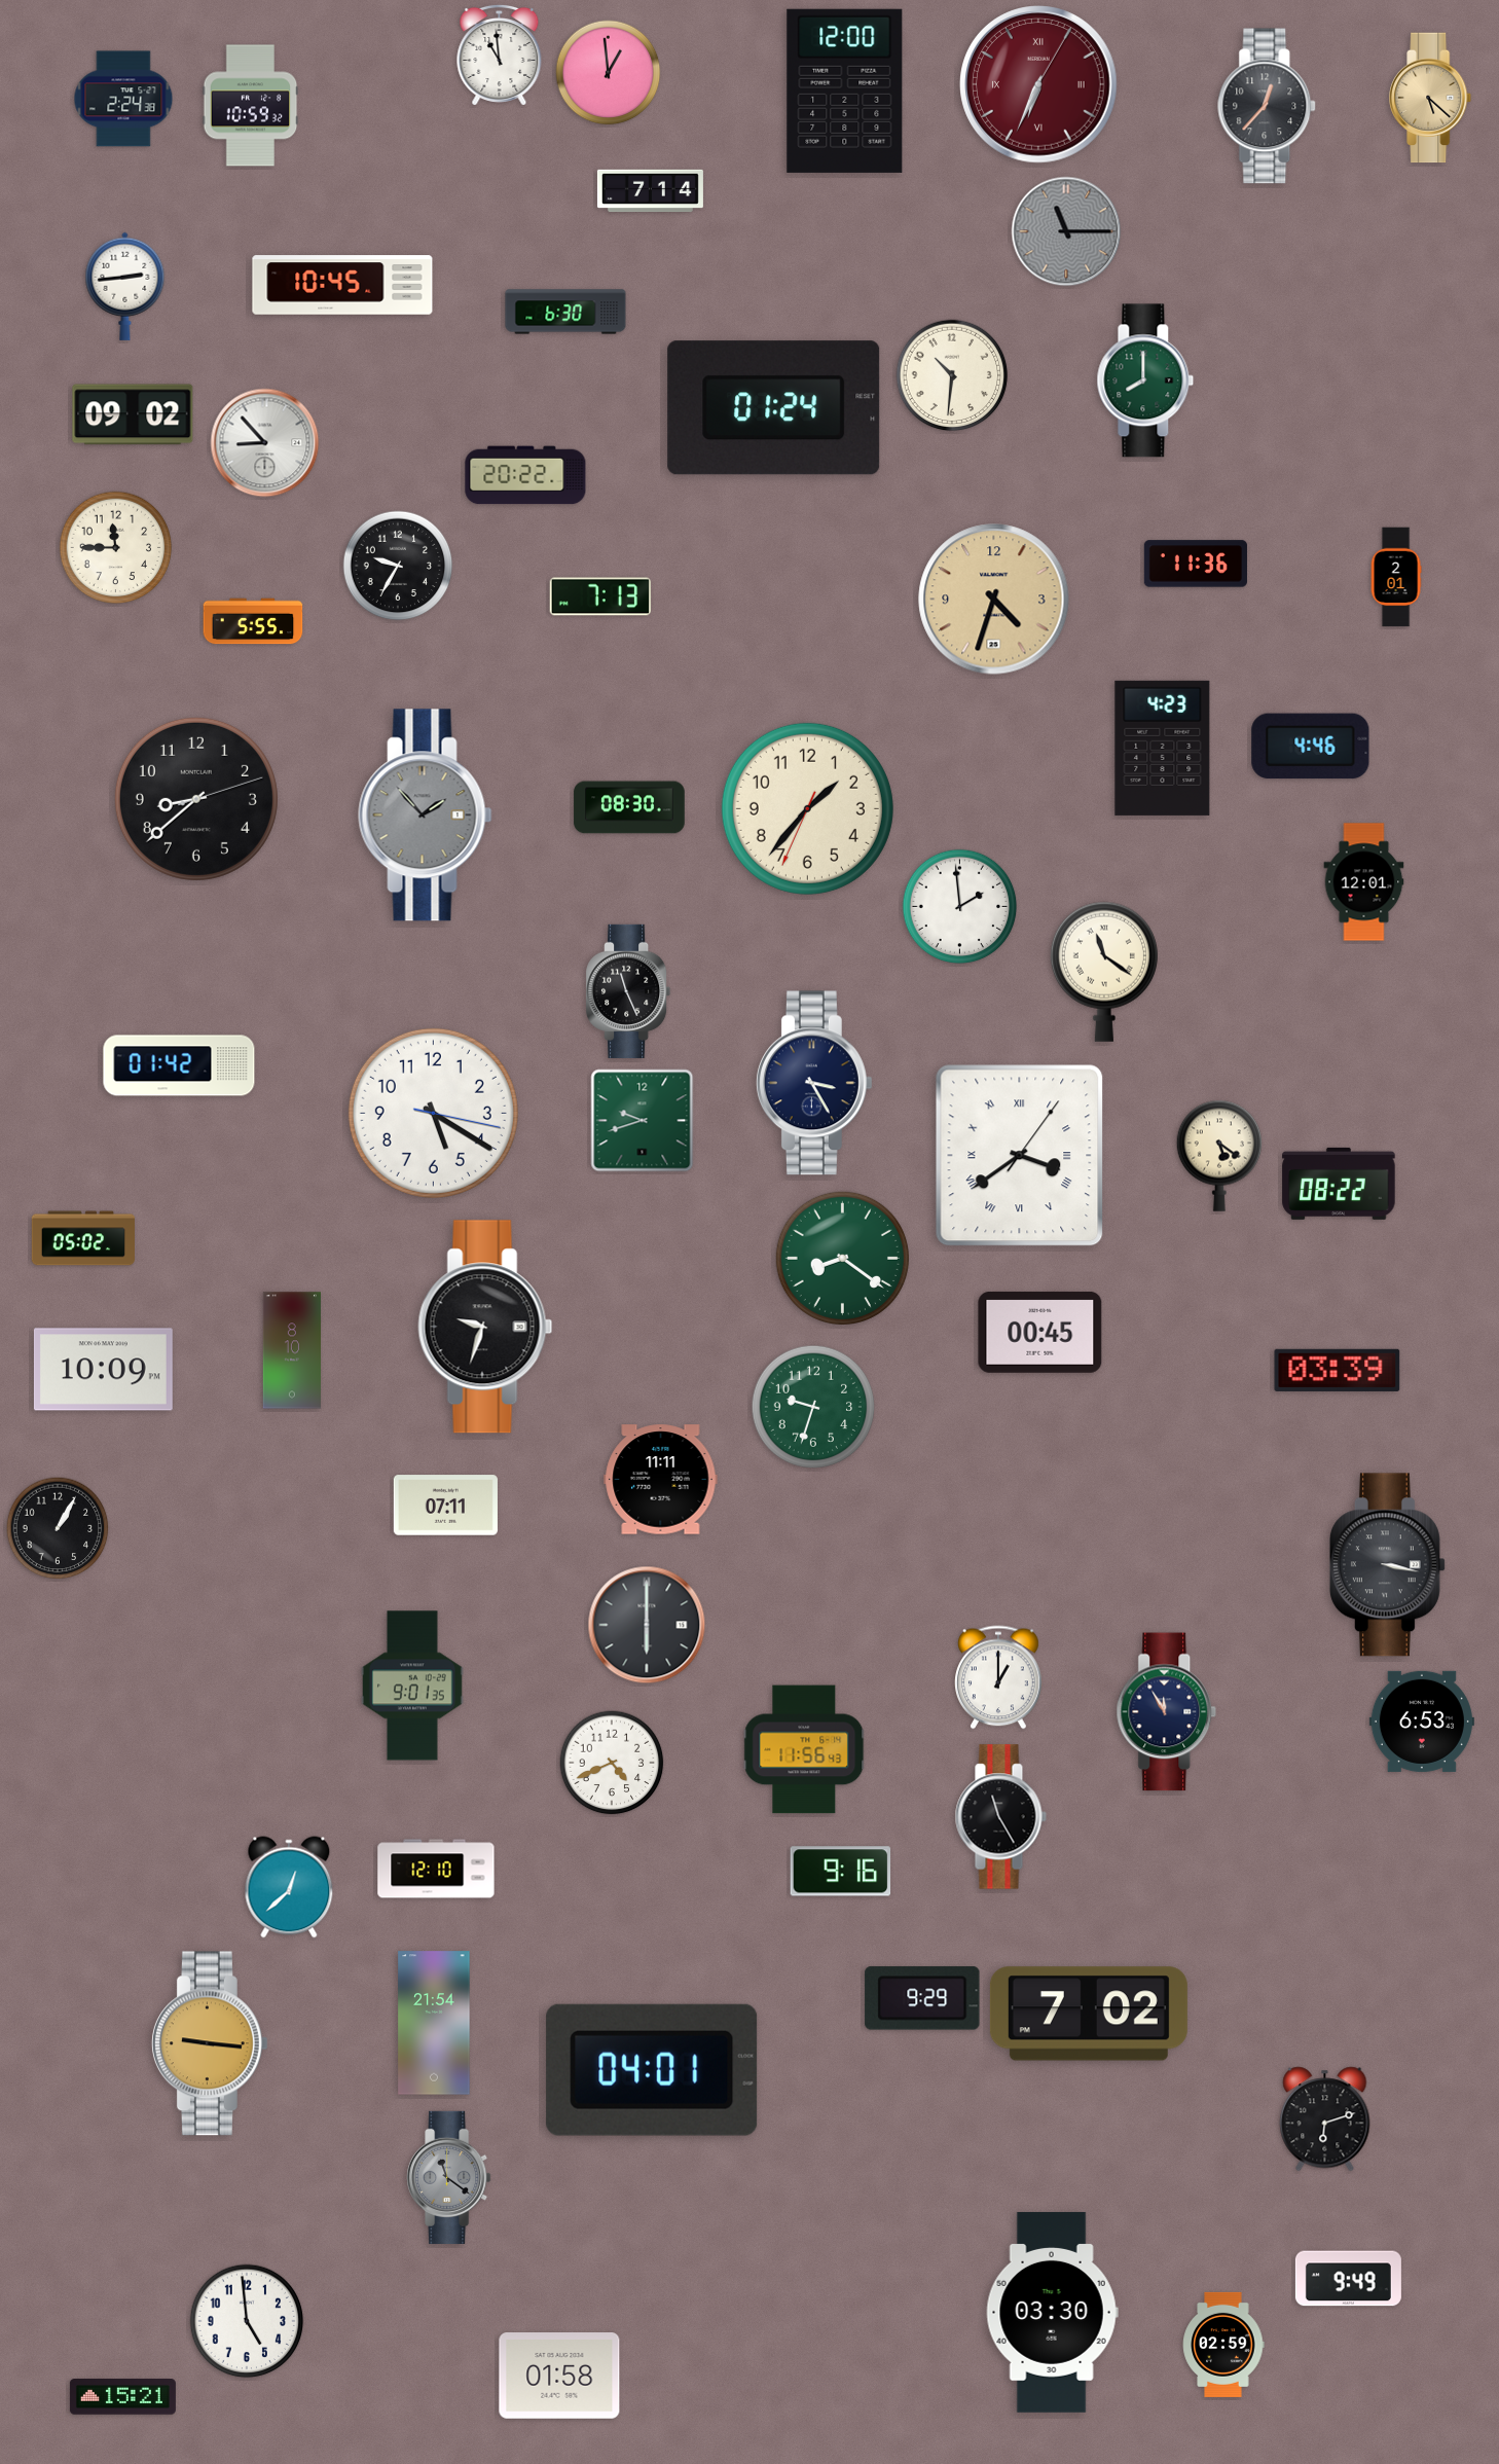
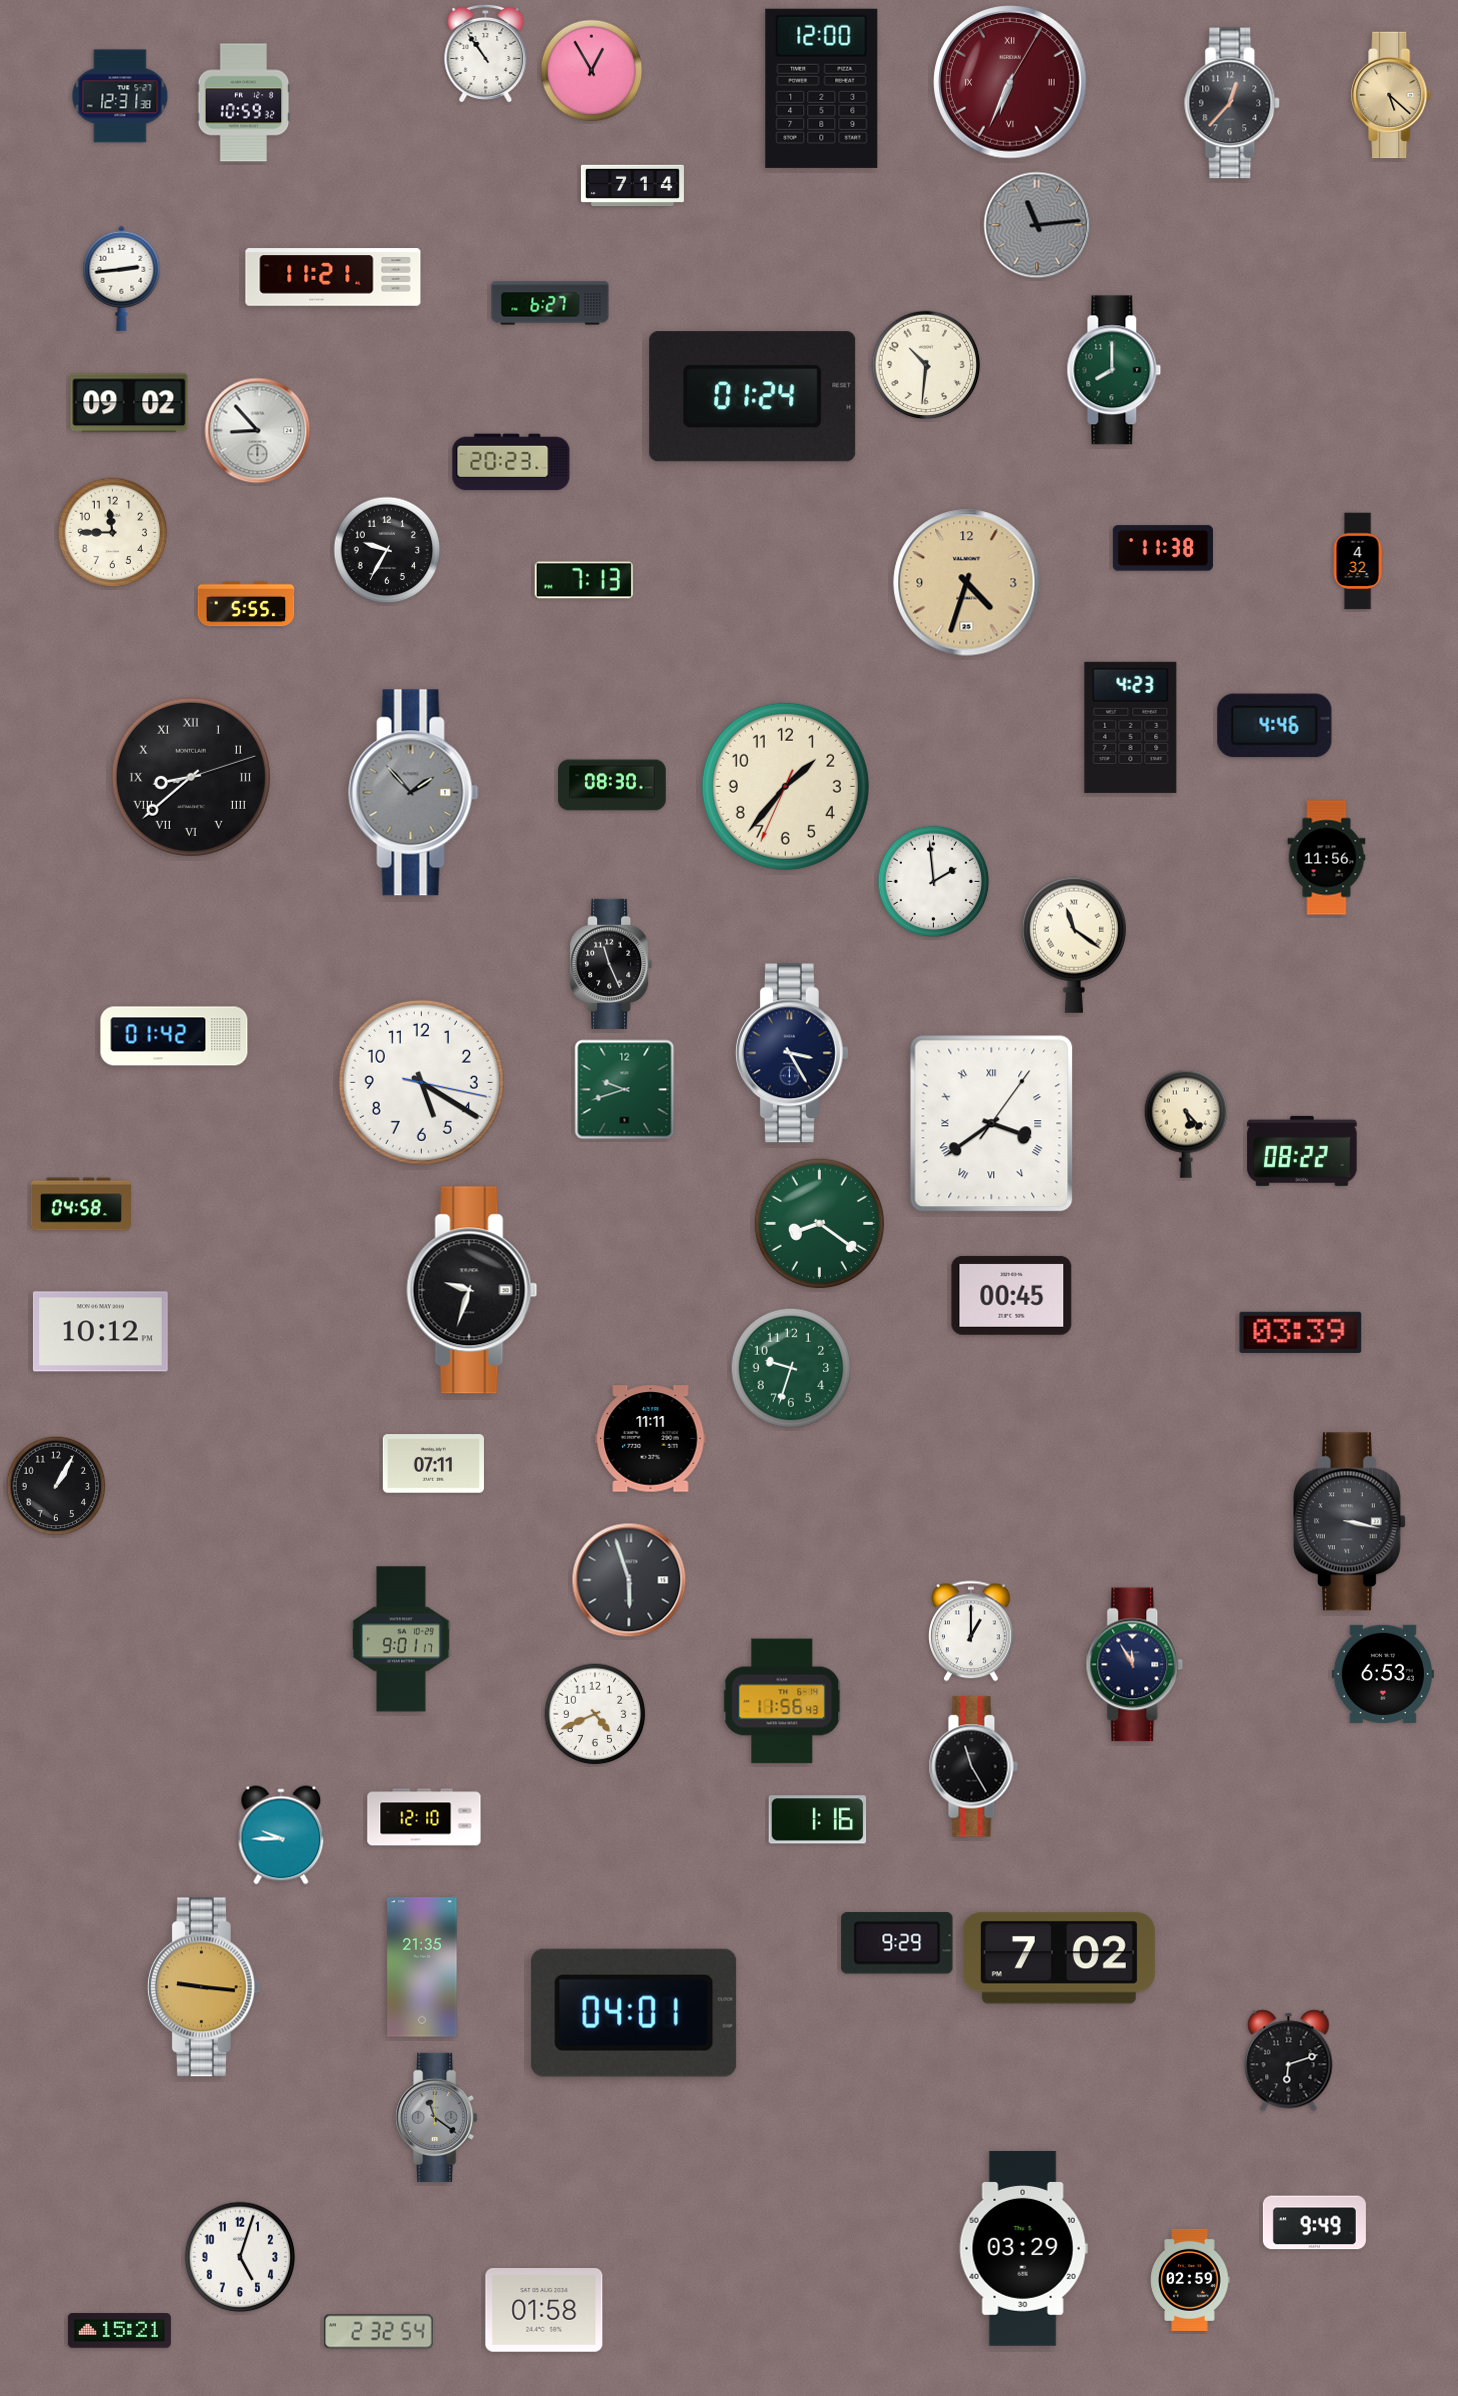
clock at (500, 55): 10:59 -> 10:54
clock at (609, 73): 12:59 -> 12:55
clock at (123, 99): 2:24 -> 12:31
clock at (1066, 231): 11:15 -> 11:14
clock at (342, 285): 10:45 -> 11:21
clock at (565, 312): 6:30 -> 6:27
clock at (525, 475): 20:22 -> 20:23
clock at (1196, 564): 11:36 -> 11:38
clock at (1396, 577): 2:01 -> 4:32
clock at (196, 799) numerals: Arabic -> Roman
clock at (1364, 882): 12:01 -> 11:56
clock at (1219, 1156): 5:21 -> 5:23
clock at (82, 1238): 05:02 -> 04:58
clock at (291, 1350): 8:10 -> none
clock at (103, 1370): 10:09 -> 10:12
clock at (661, 1480) position: (661, 1480) -> (651, 1439)
clock at (647, 1625): 6:00 -> 5:57
clock at (412, 1686): 9:01:35 -> 9:01:17
clock at (841, 1872): 9:16 -> 1:16
clock at (289, 1887): 12:38 -> 9:45
clock at (434, 2023): 21:54 -> 21:35
clock at (1348, 2279) position: (1348, 2279) -> (1314, 2223)
clock at (1052, 2312): 03:30 -> 03:29
clock at (247, 2321): 4:59 -> 5:03
clock at (379, 2332): none -> 2:32
